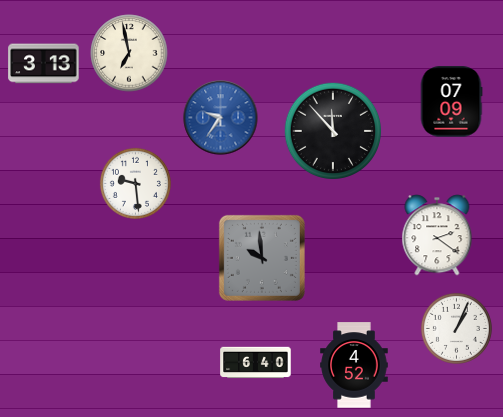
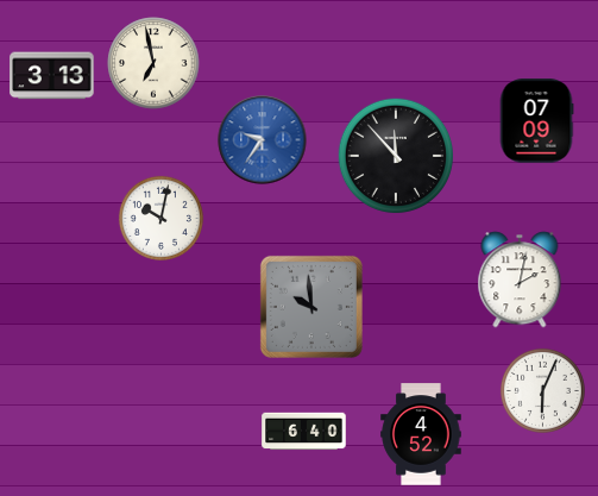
clock at (135, 183): 9:29 -> 10:02
clock at (437, 235): 2:21 -> 2:02
clock at (456, 328): 1:04 -> 6:04
